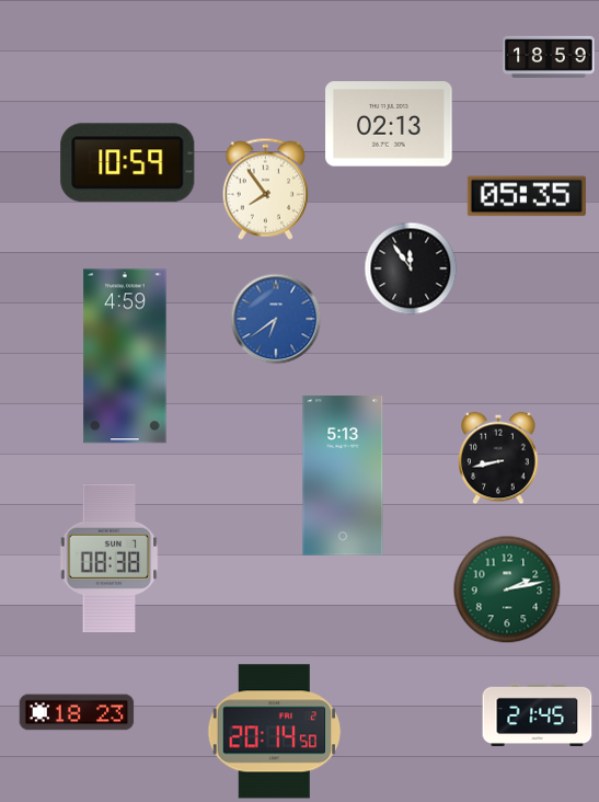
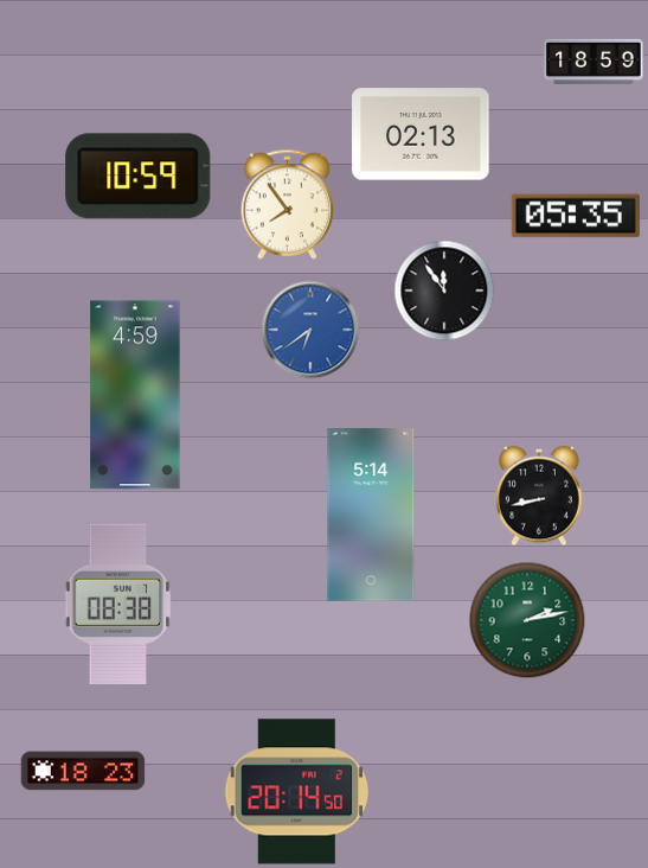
clock at (527, 196) position: (527, 196) -> (576, 216)
clock at (276, 319) position: (276, 319) -> (310, 330)
clock at (125, 356) position: (125, 356) -> (135, 395)
clock at (343, 476): 5:13 -> 5:14
clock at (507, 589) position: (507, 589) -> (527, 620)
clock at (538, 714): 21:45 -> none
